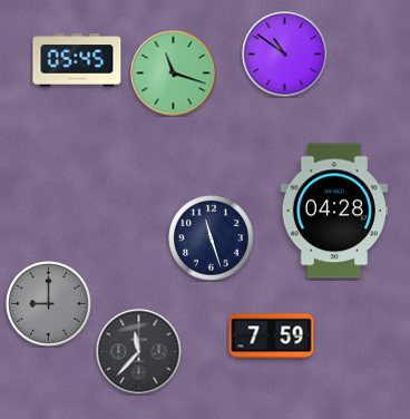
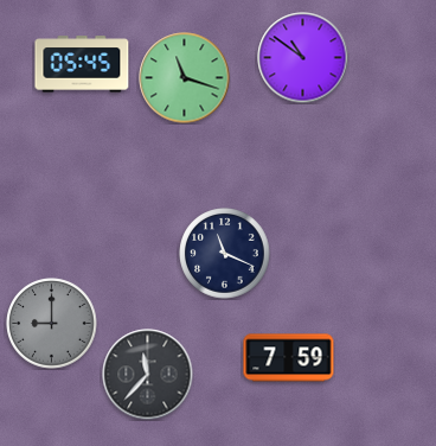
clock at (334, 211): 04:28 -> none
clock at (212, 238): 11:27 -> 11:19
